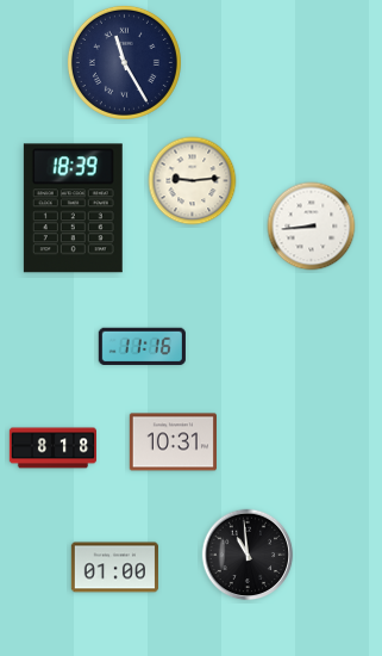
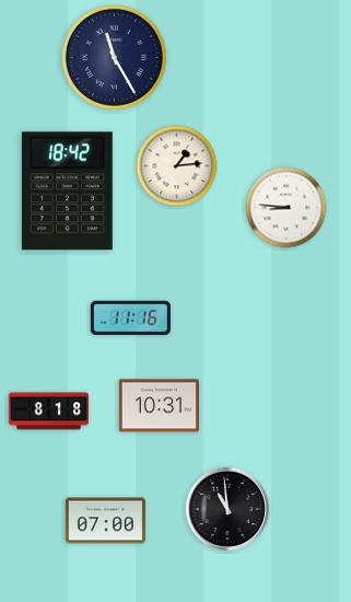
clock at (193, 181): 9:14 -> 1:14
clock at (73, 209): 18:39 -> 18:42
clock at (312, 227): 8:44 -> 8:46
clock at (114, 568): 01:00 -> 07:00
